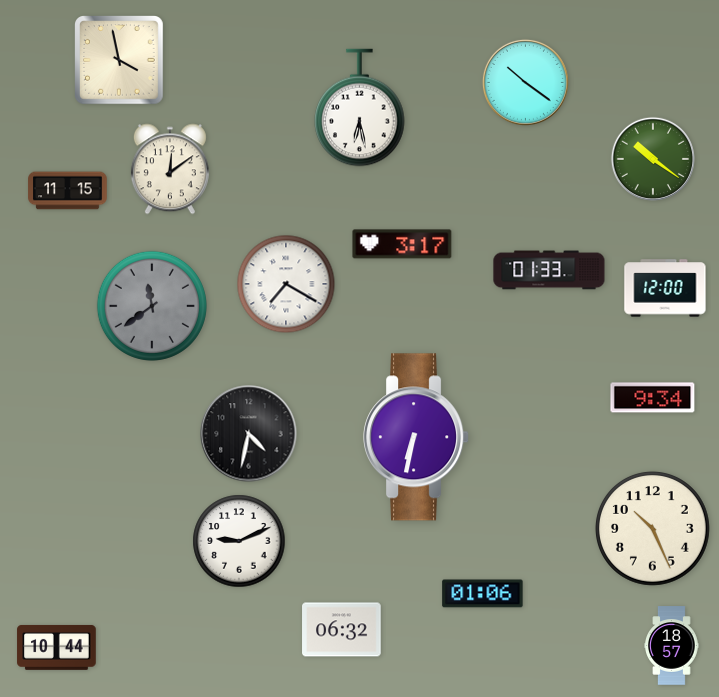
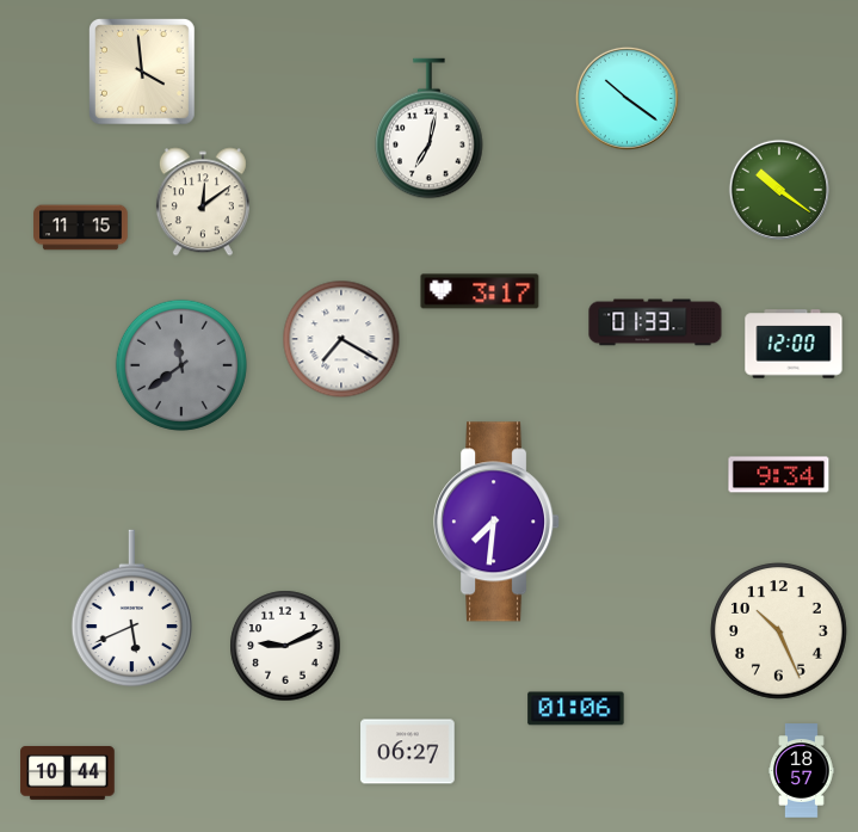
clock at (120, 61): 3:58 -> 3:59
clock at (360, 108): 6:28 -> 7:02
clock at (249, 434): 4:32 -> none
clock at (417, 437): 6:32 -> 7:31
clock at (131, 609): none -> 5:41
clock at (342, 630): 06:32 -> 06:27
